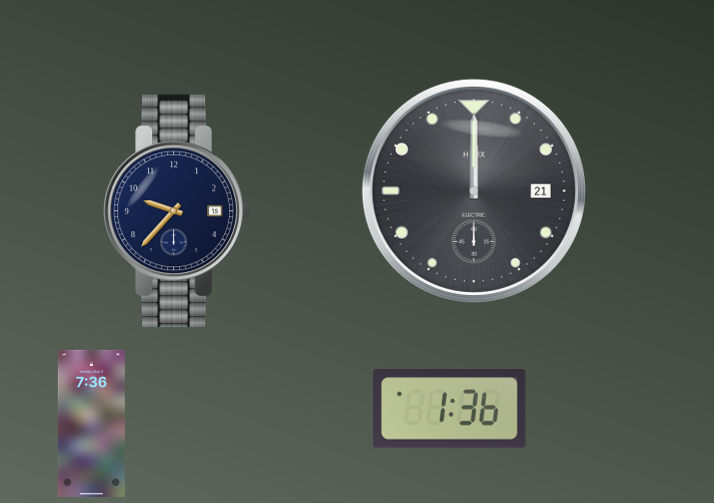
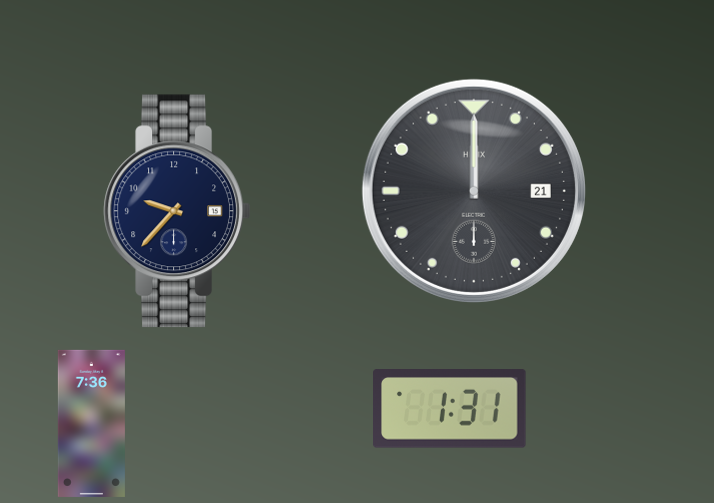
clock at (450, 409): 1:36 -> 1:31
